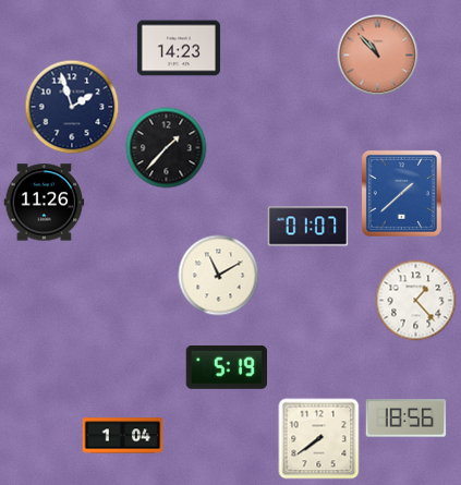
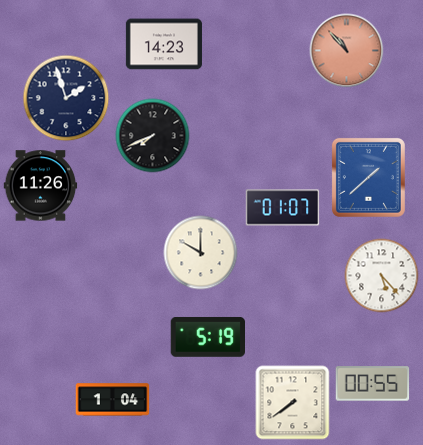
clock at (167, 148): 1:37 -> 7:41
clock at (219, 276): 11:10 -> 10:00
clock at (416, 301): 1:23 -> 5:23
clock at (407, 419): 18:56 -> 00:55
